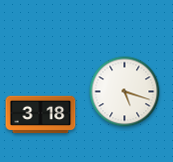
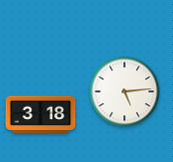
clock at (125, 92): 5:18 -> 5:14
